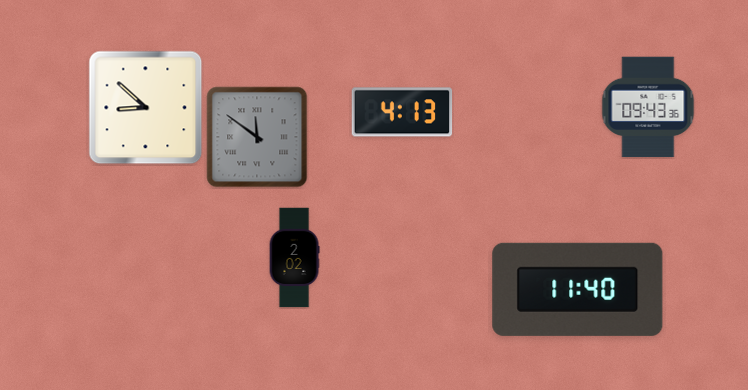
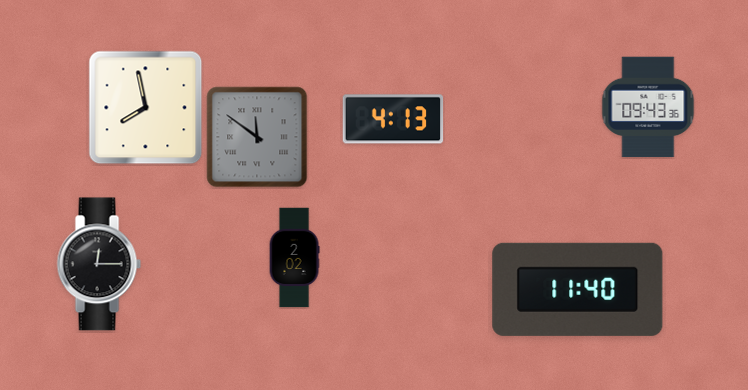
clock at (146, 108): 8:52 -> 7:58
clock at (402, 112) position: (402, 112) -> (393, 119)
clock at (99, 264): none -> 12:15
